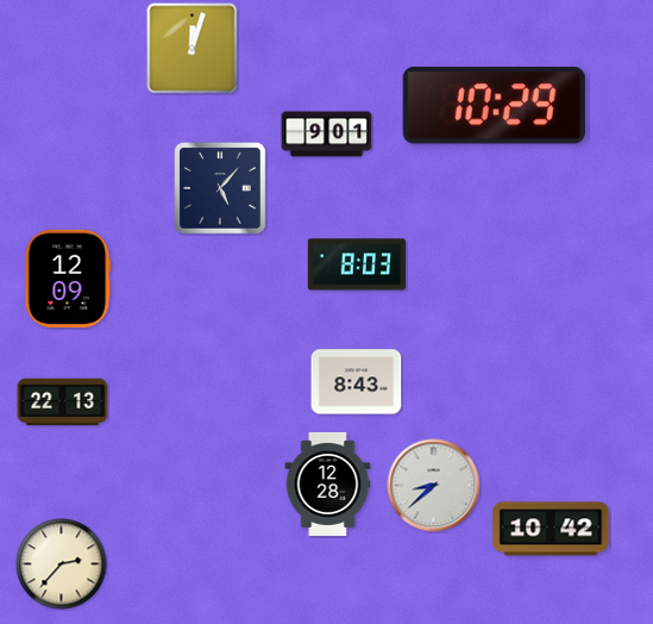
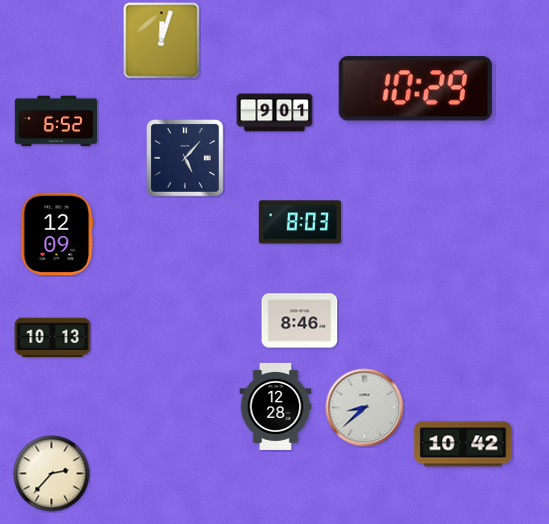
clock at (56, 121): none -> 6:52
clock at (357, 382): 8:43 -> 8:46
clock at (63, 403): 22:13 -> 10:13
